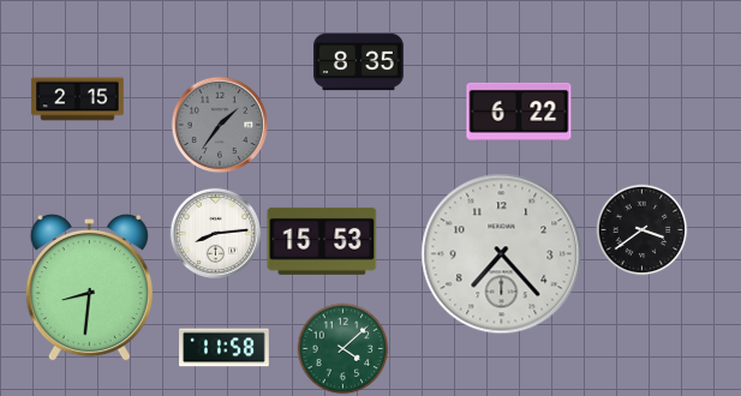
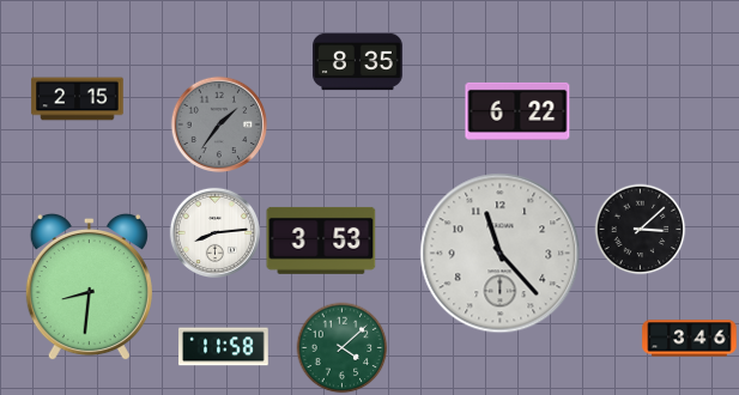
clock at (643, 230): 3:39 -> 3:08
clock at (322, 241): 15:53 -> 3:53
clock at (502, 254): 7:23 -> 11:23
clock at (690, 339): none -> 3:46
